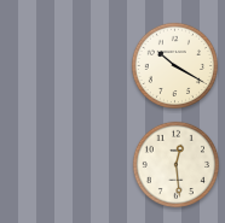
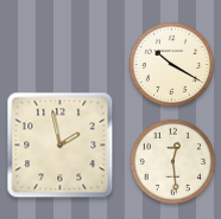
clock at (61, 146): none -> 1:58
